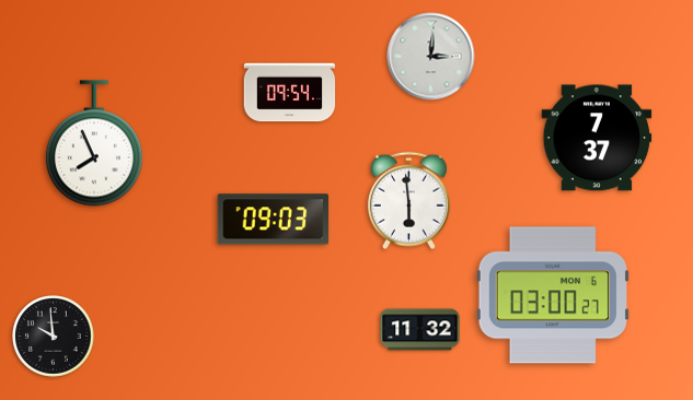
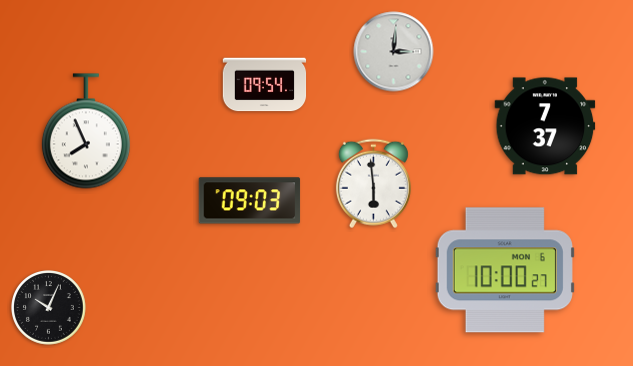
clock at (553, 295): 03:00 -> 10:00
clock at (420, 330): 11:32 -> none
clock at (54, 337): 9:59 -> 10:04
